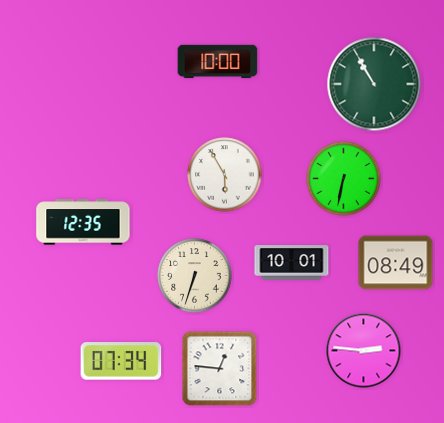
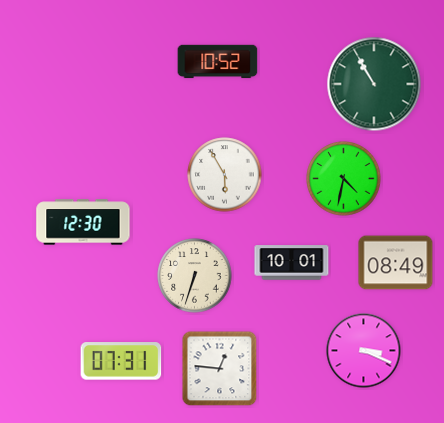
clock at (218, 62): 10:00 -> 10:52
clock at (344, 179): 6:32 -> 4:32
clock at (83, 222): 12:35 -> 12:30
clock at (364, 351): 2:46 -> 3:19
clock at (121, 361): 07:34 -> 07:31
